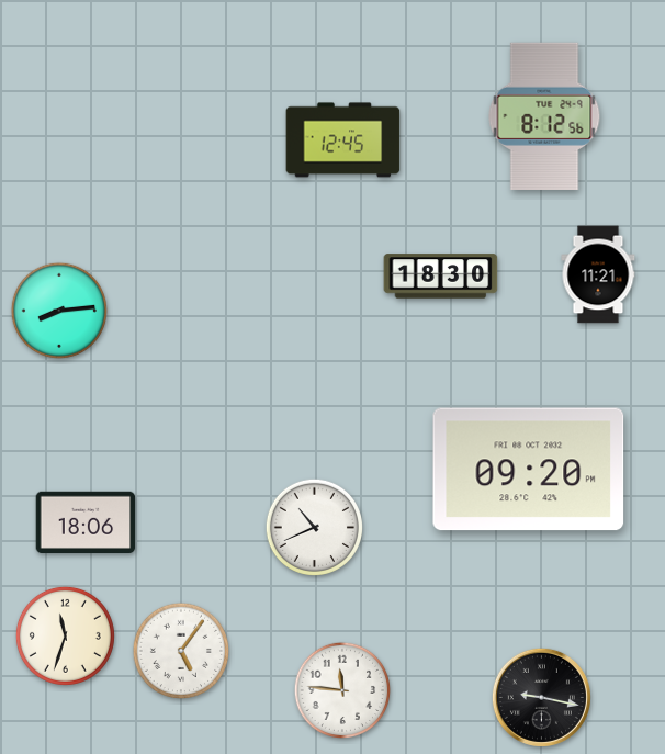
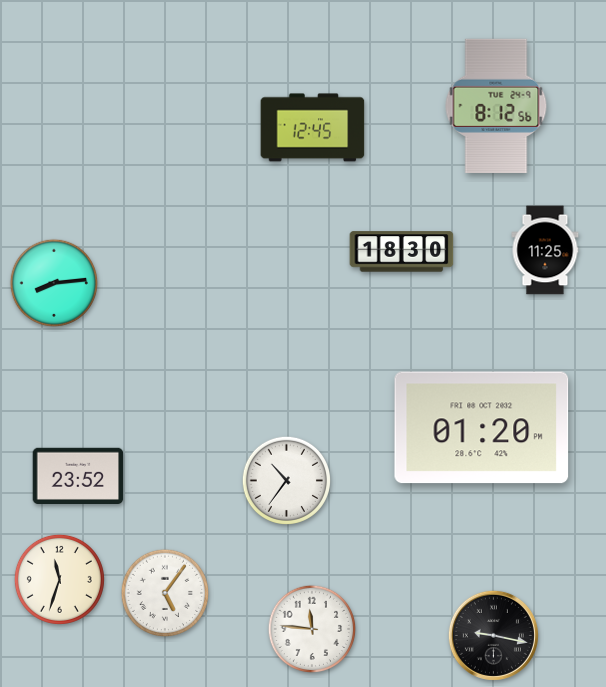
clock at (598, 274): 11:21 -> 11:25
clock at (529, 470): 09:20 -> 01:20
clock at (86, 521): 18:06 -> 23:52
clock at (314, 527): 10:41 -> 10:36
